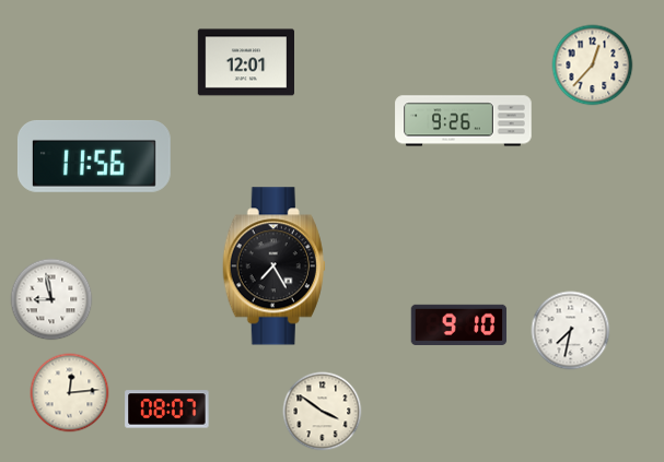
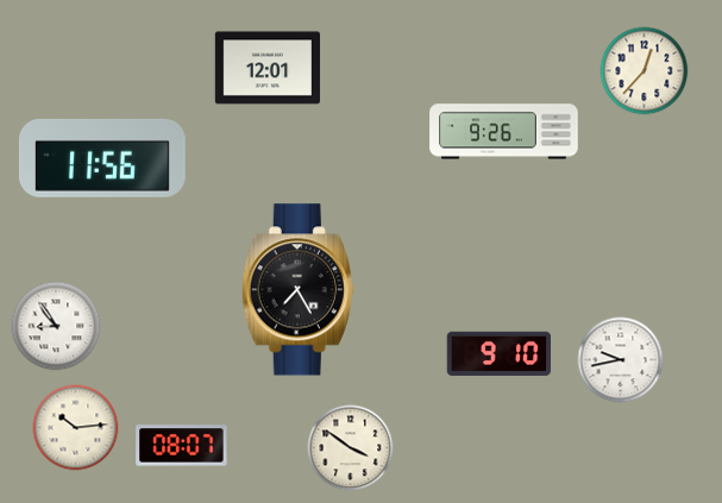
clock at (94, 156) position: (94, 156) -> (102, 158)
clock at (51, 299): 8:58 -> 8:54
clock at (571, 331): 7:32 -> 9:43
clock at (70, 393): 12:14 -> 10:14
